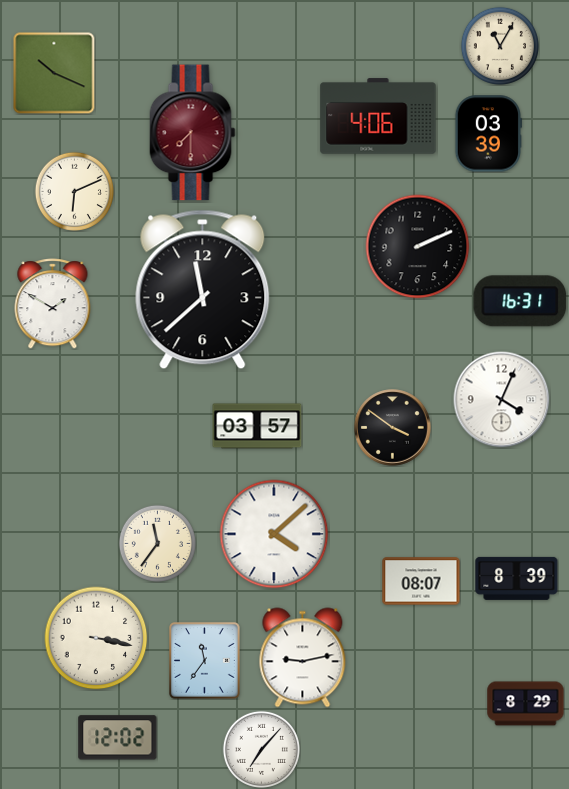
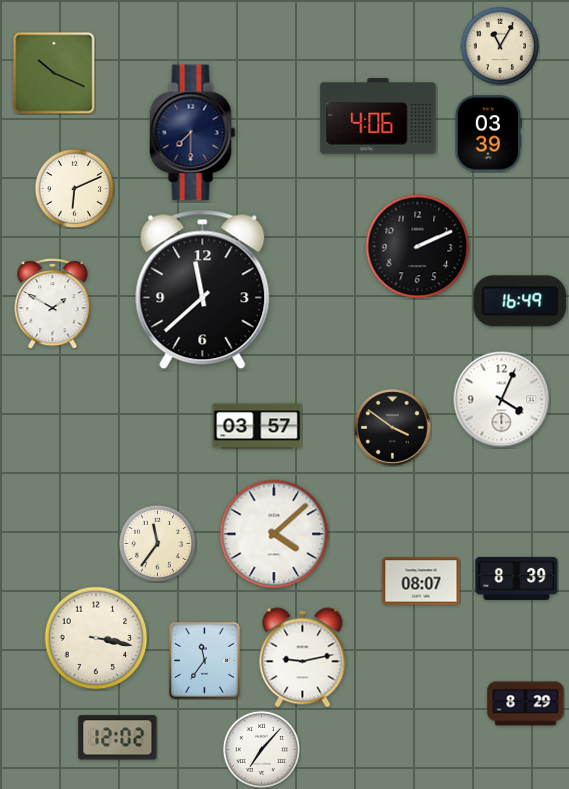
clock at (193, 133) dial: burgundy -> navy
clock at (74, 191) position: (74, 191) -> (74, 188)
clock at (520, 301): 16:31 -> 16:49
